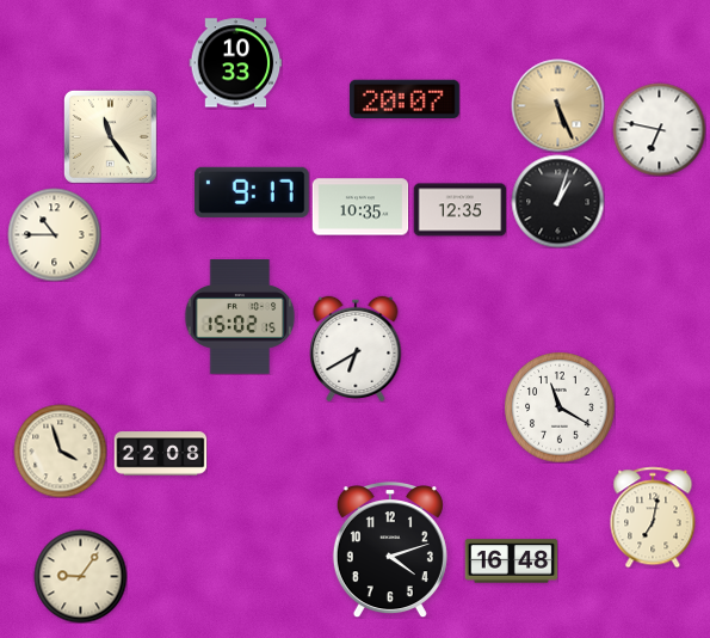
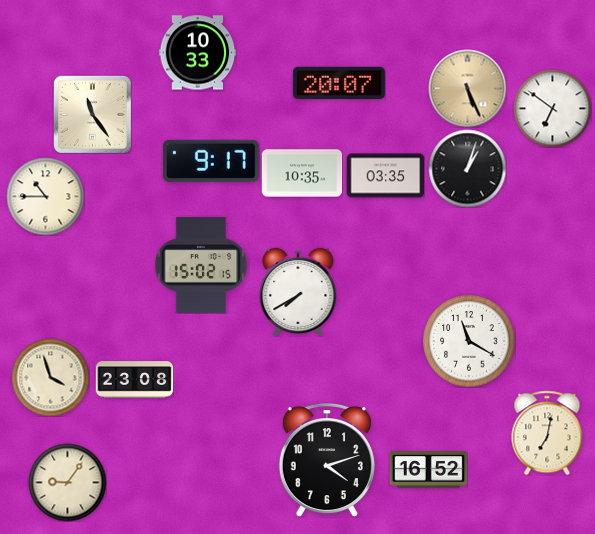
clock at (659, 129): 6:47 -> 6:51
clock at (459, 210): 12:35 -> 03:35
clock at (356, 348): 6:40 -> 7:40
clock at (160, 454): 22:08 -> 23:08
clock at (511, 562): 16:48 -> 16:52
